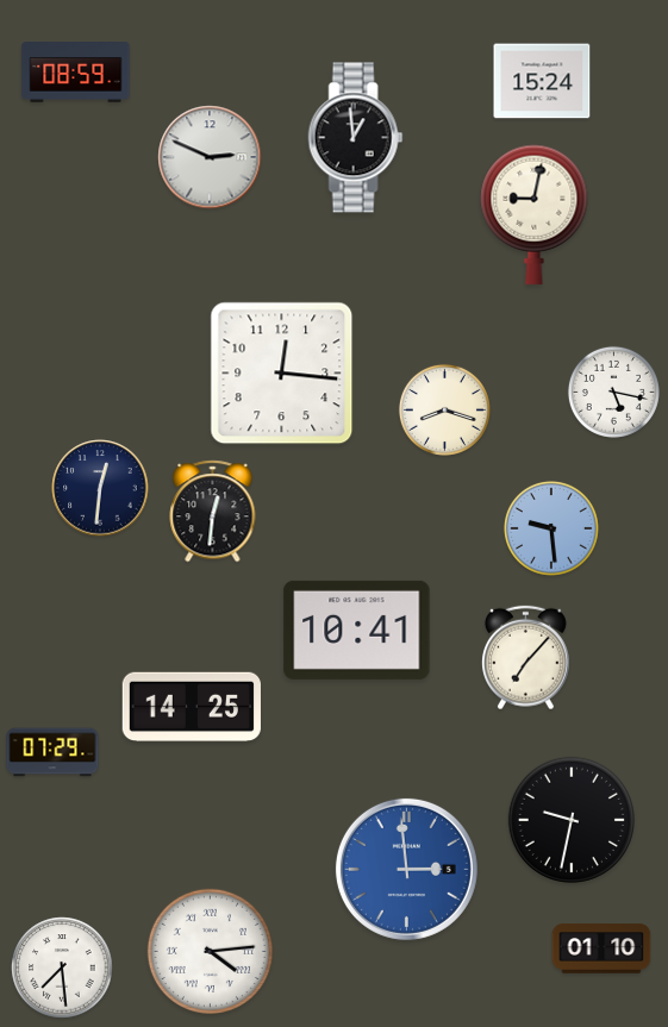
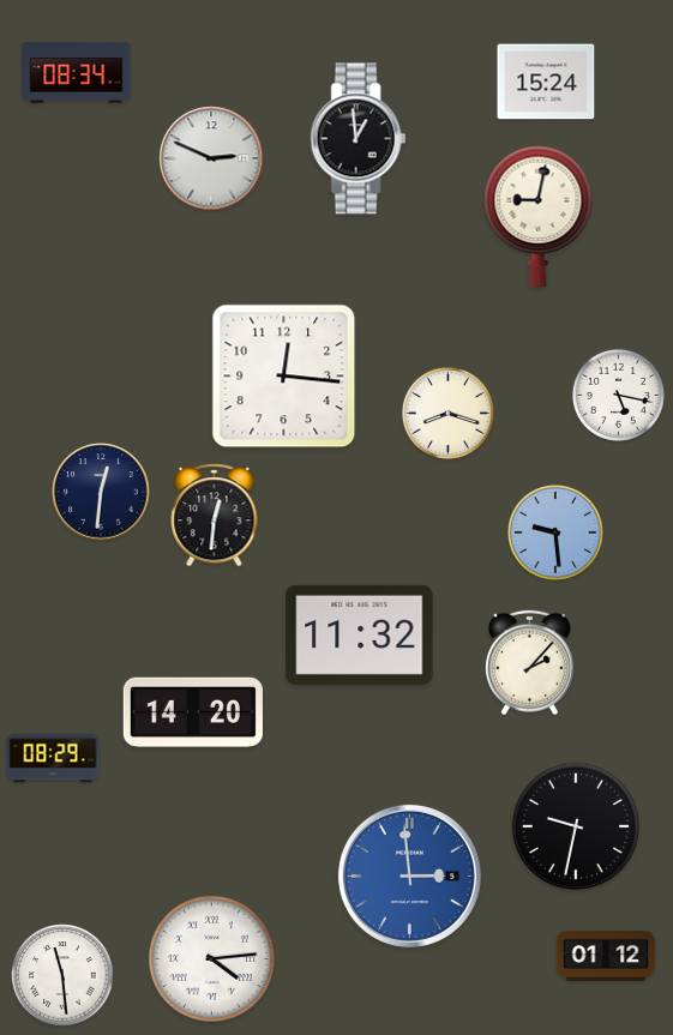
clock at (76, 73): 08:59 -> 08:34
clock at (357, 630): 10:41 -> 11:32
clock at (526, 658): 7:07 -> 2:07
clock at (191, 706): 14:25 -> 14:20
clock at (52, 752): 07:29 -> 08:29
clock at (601, 948): 01:10 -> 01:12
clock at (62, 967): 7:29 -> 11:29
